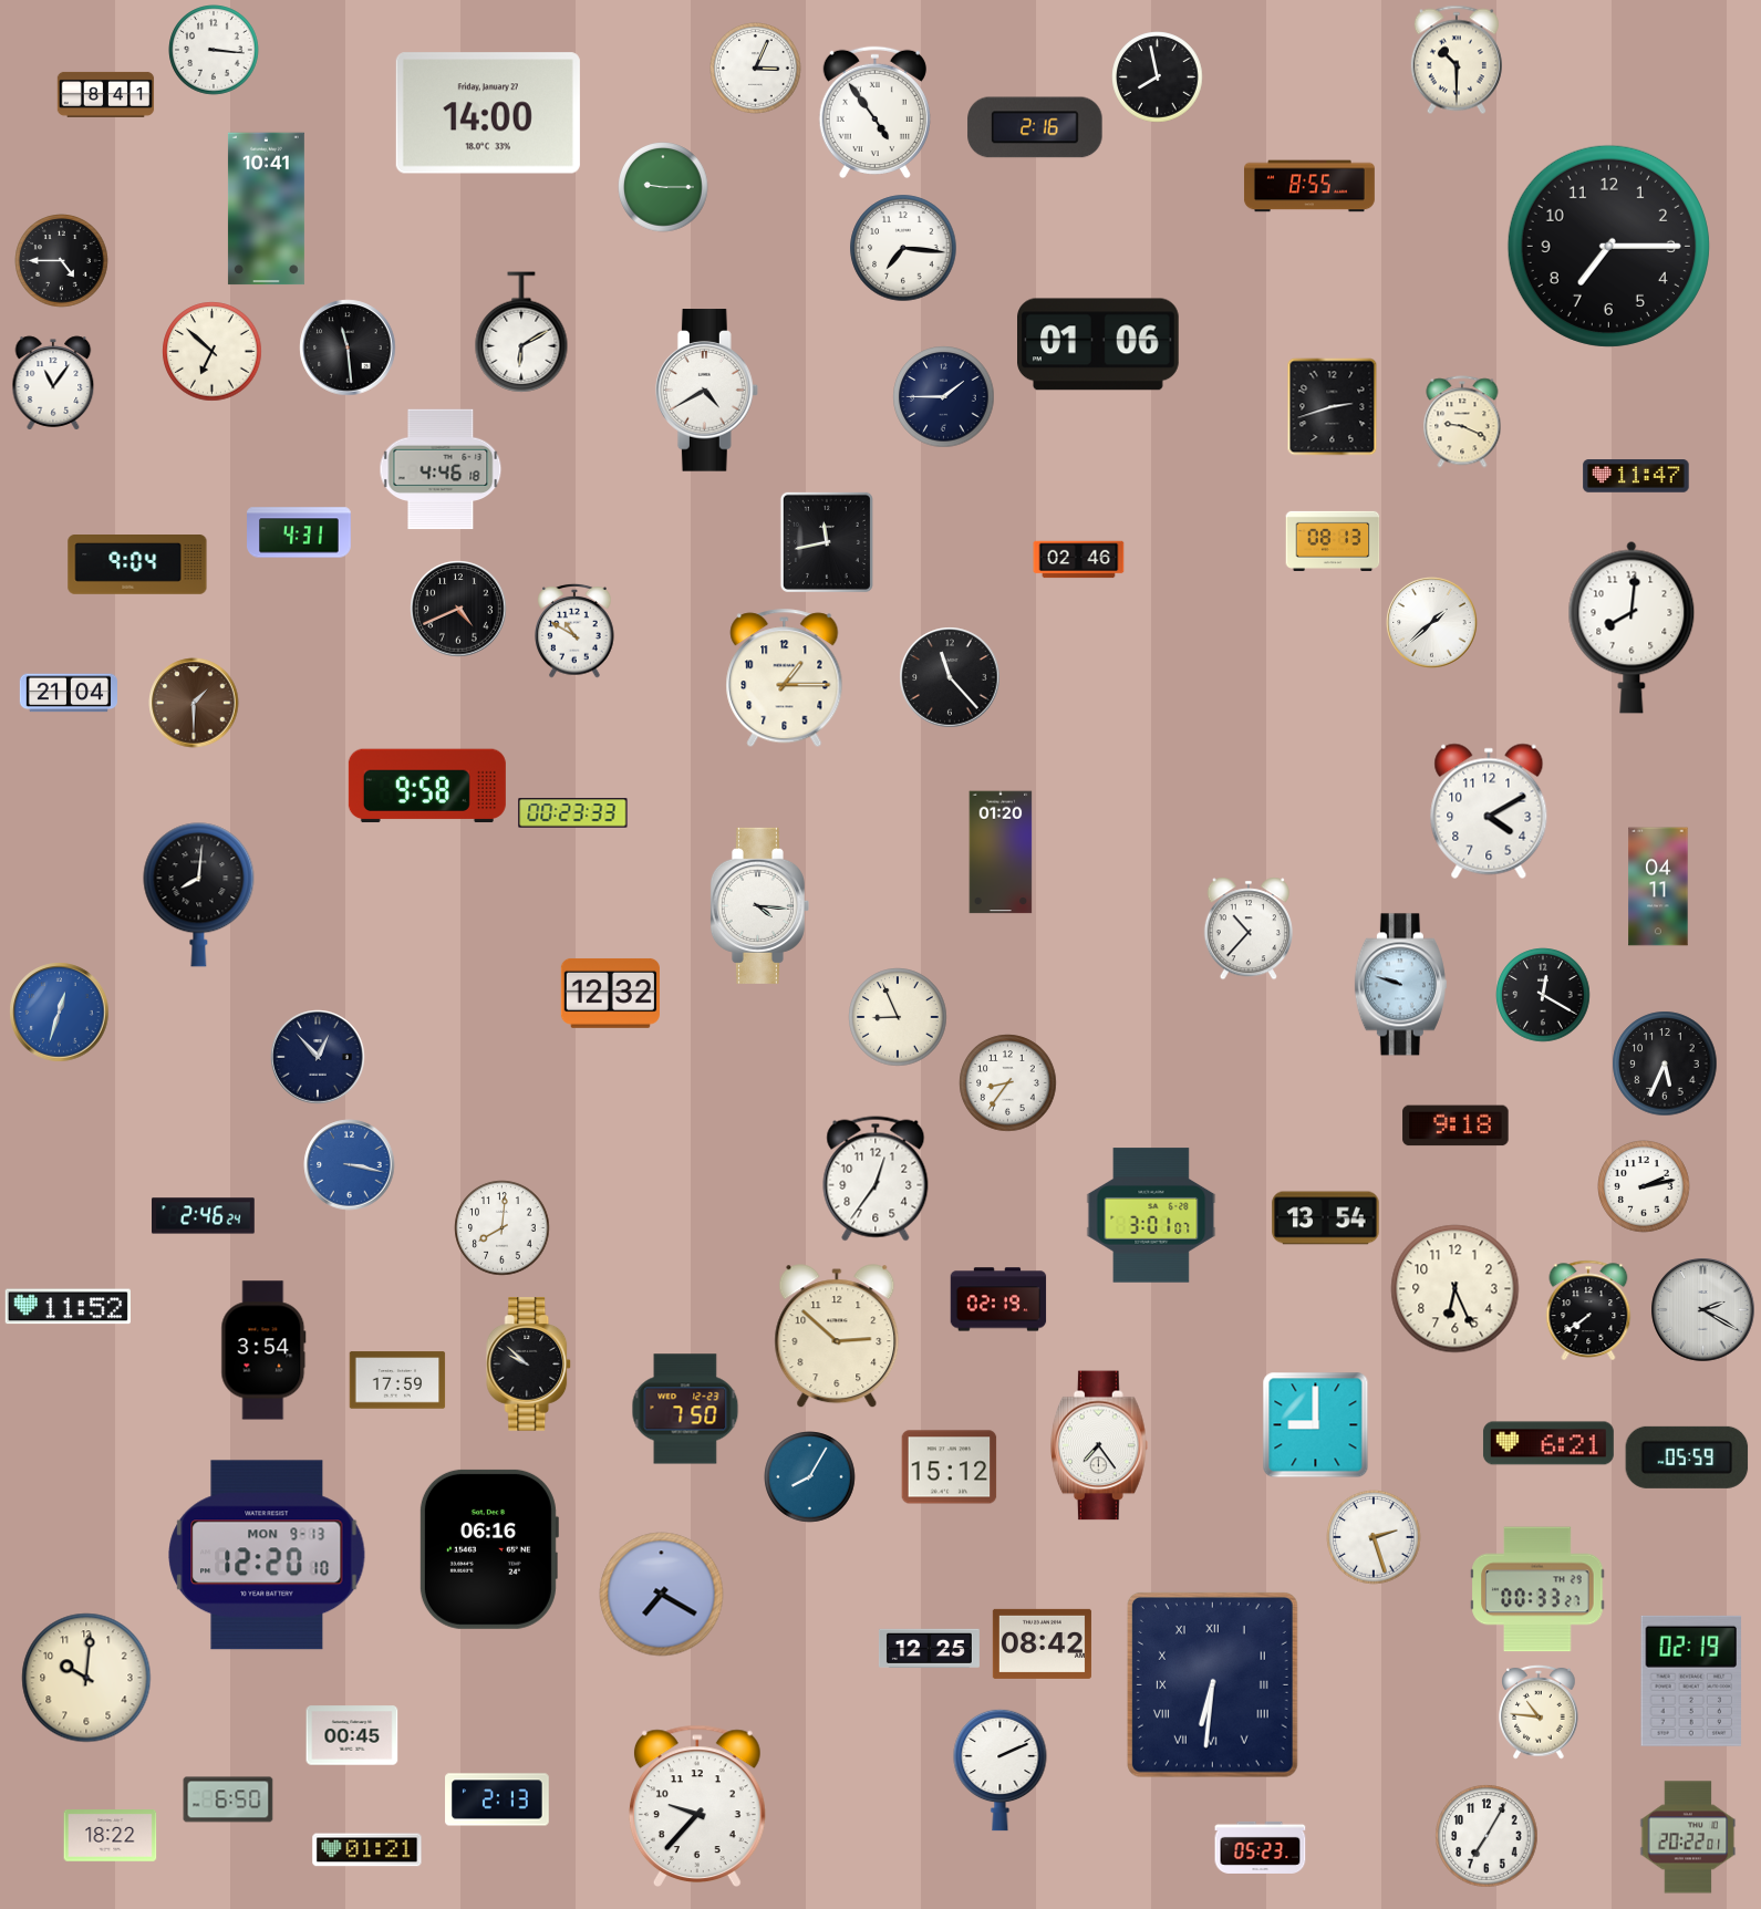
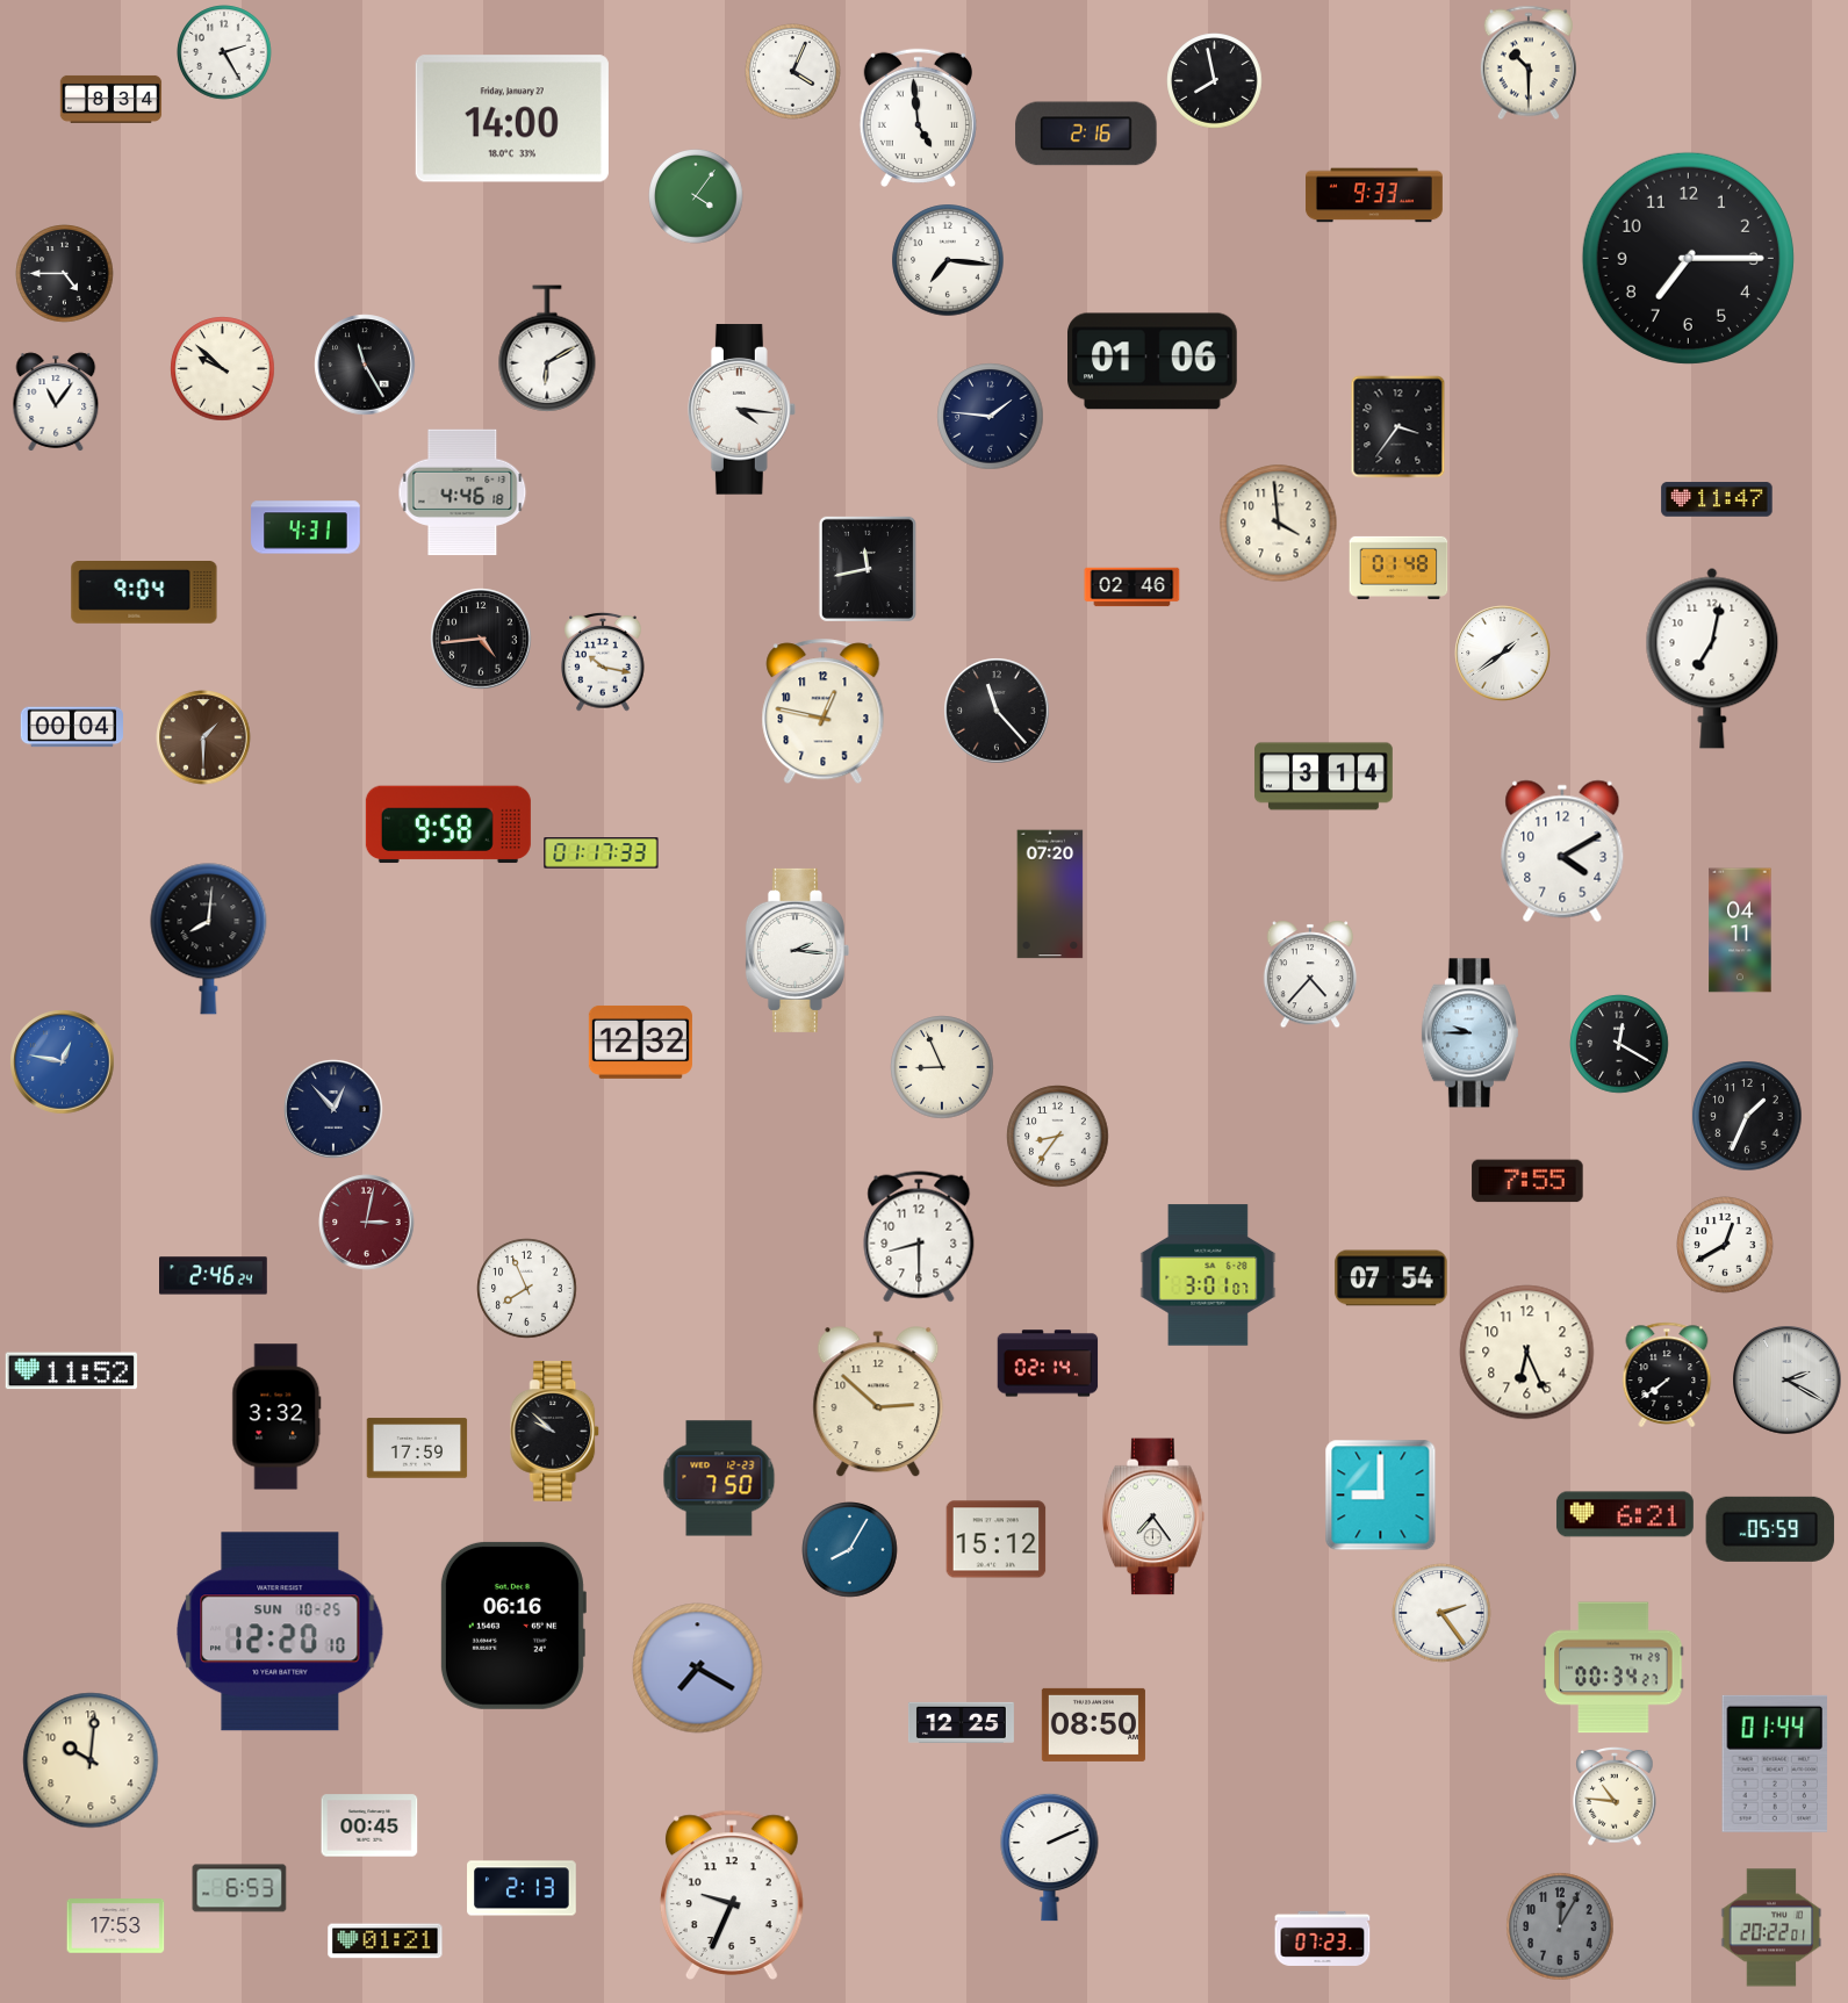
clock at (214, 50): 3:16 -> 2:25
clock at (756, 69): 3:04 -> 4:04
clock at (106, 94): 8:41 -> 8:34
clock at (874, 113): 4:54 -> 4:59
clock at (1311, 186): 8:55 -> 9:33
clock at (663, 187): 9:15 -> 4:06
clock at (266, 209): 10:41 -> none
clock at (348, 347): 11:29 -> 11:25
clock at (213, 352): 6:52 -> 9:52
clock at (706, 391): 4:40 -> 4:16
clock at (944, 397): 1:45 -> 1:46
clock at (1333, 407): 2:42 -> 3:36
clock at (1462, 422): 9:19 -> none
clock at (1279, 524): none -> 3:59
clock at (299, 532) position: (299, 532) -> (305, 527)
clock at (1333, 541): 08:13 -> 01:48
clock at (458, 609): 4:41 -> 4:44
clock at (1432, 623): 1:38 -> 1:39
clock at (1631, 627): 8:01 -> 7:02
clock at (574, 631): 10:50 -> 10:17
clock at (785, 678): 1:15 -> 12:47
clock at (68, 693): 21:04 -> 00:04
clock at (1324, 777): none -> 3:14
clock at (573, 813): 00:23 -> 01:17
clock at (1001, 852): 01:20 -> 07:20
clock at (759, 905): 4:16 -> 2:16
clock at (1249, 928): 10:37 -> 4:37
clock at (1400, 985): 9:48 -> 9:45
clock at (60, 1013): 12:33 -> 12:47
clock at (1665, 1064): 5:34 -> 1:34
clock at (1456, 1125): 9:18 -> 7:55
clock at (350, 1165): 3:17 -> 3:02
clock at (350, 1165) dial: blue -> burgundy
clock at (876, 1179): 12:36 -> 8:30
clock at (1644, 1186): 2:13 -> 12:40
clock at (1326, 1218): 13:54 -> 07:54
clock at (503, 1228): 8:01 -> 7:56
clock at (998, 1299): 02:19 -> 02:14
clock at (1703, 1310) position: (1703, 1310) -> (1788, 1381)
clock at (263, 1350): 3:54 -> 3:32
clock at (1374, 1537): 2:27 -> 2:24
clock at (267, 1555) date: MON 9-13 -> SUN 10-25
clock at (1537, 1589): 00:33 -> 00:34
clock at (662, 1595) position: (662, 1595) -> (698, 1669)
clock at (1042, 1643): 08:42 -> 08:50
clock at (929, 1648) position: (929, 1648) -> (961, 1722)
clock at (1691, 1681): 02:19 -> 01:44
clock at (1212, 1684): 6:31 -> none
clock at (352, 1735) position: (352, 1735) -> (369, 1825)
clock at (228, 1799): 6:50 -> 6:53
clock at (697, 1805): 9:37 -> 9:34
clock at (111, 1836): 18:22 -> 17:53
clock at (1487, 1836): 7:05 -> 12:05
clock at (1487, 1836) dial: white -> grey
clock at (1261, 1847): 05:23 -> 07:23
